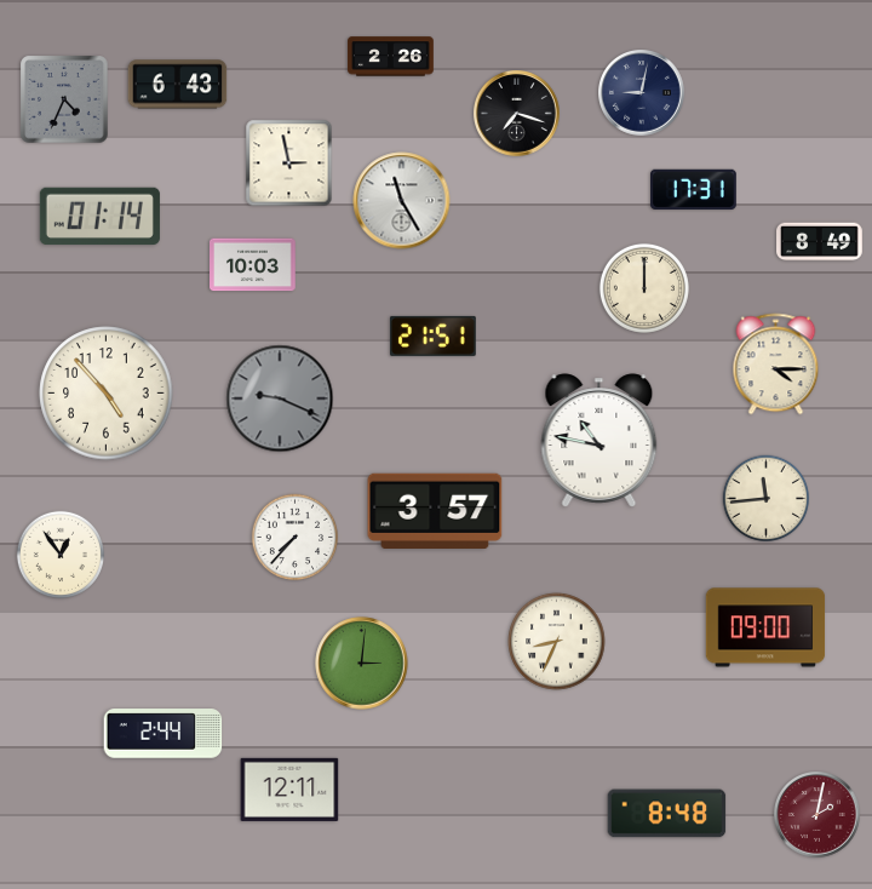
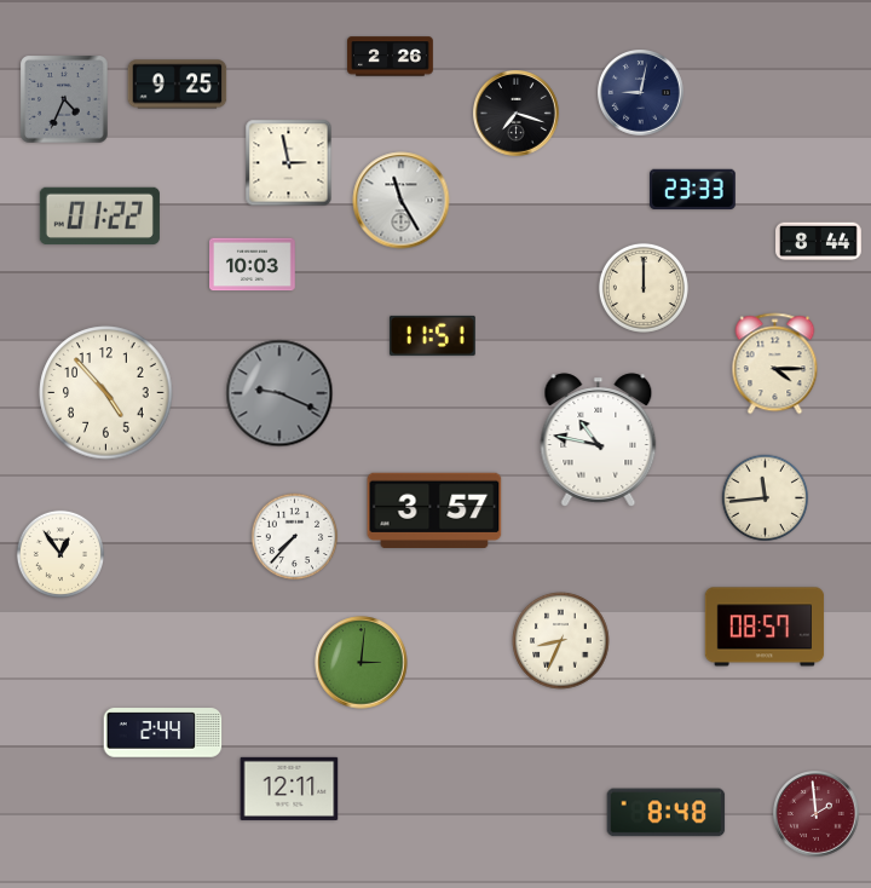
clock at (178, 85): 6:43 -> 9:25
clock at (694, 190): 17:31 -> 23:33
clock at (99, 217): 01:14 -> 01:22
clock at (820, 242): 8:49 -> 8:44
clock at (434, 335): 21:51 -> 11:51
clock at (280, 398) position: (280, 398) -> (279, 393)
clock at (765, 627): 09:00 -> 08:57
clock at (557, 642) position: (557, 642) -> (561, 641)
clock at (817, 815): 2:02 -> 1:59
